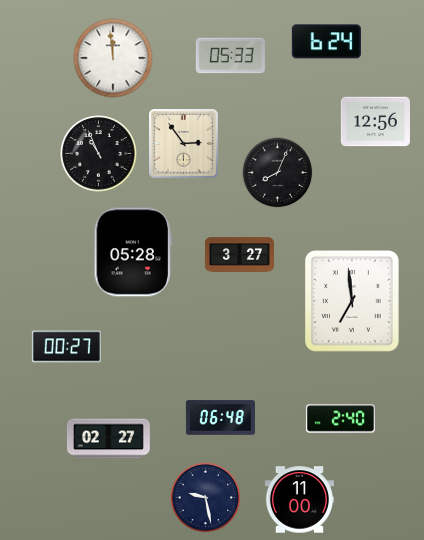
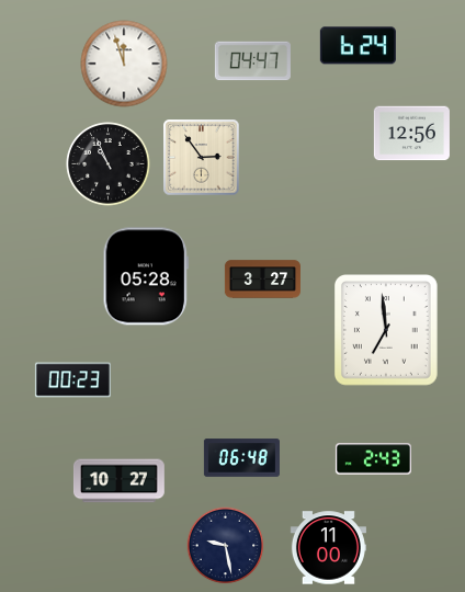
clock at (230, 56): 05:33 -> 04:47
clock at (113, 58): 11:59 -> 11:57
clock at (99, 154) position: (99, 154) -> (109, 164)
clock at (278, 173): 8:04 -> none
clock at (66, 347): 00:27 -> 00:23
clock at (340, 419): 2:40 -> 2:43
clock at (108, 439): 02:27 -> 10:27
